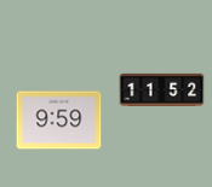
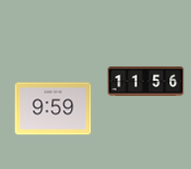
clock at (162, 89): 11:52 -> 11:56
